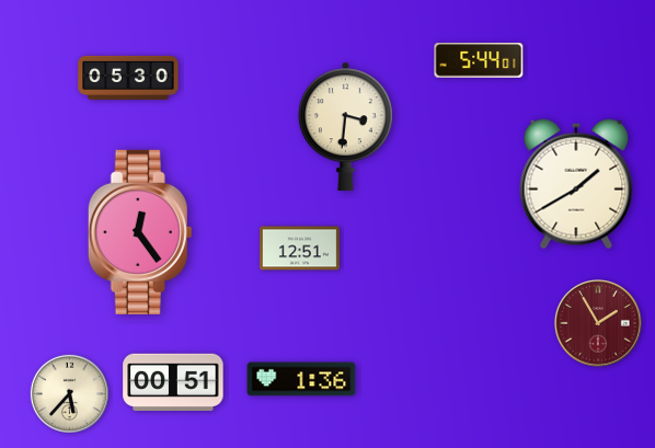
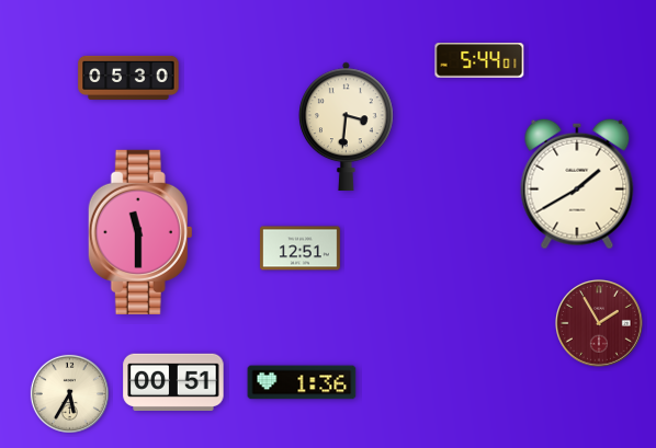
clock at (140, 232): 12:24 -> 11:30
clock at (301, 379) position: (301, 379) -> (302, 382)
clock at (69, 393): 5:37 -> 5:35
